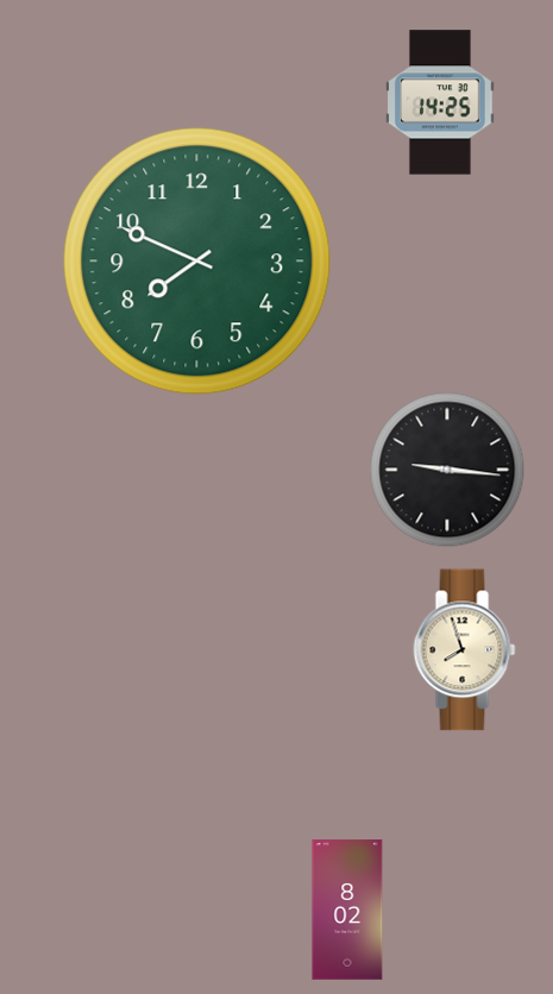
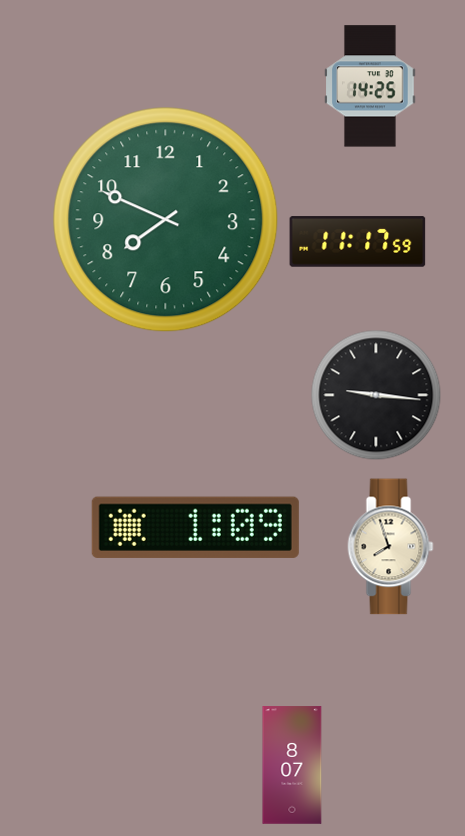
clock at (358, 242): none -> 11:17
clock at (195, 527): none -> 1:09
clock at (347, 910): 8:02 -> 8:07
